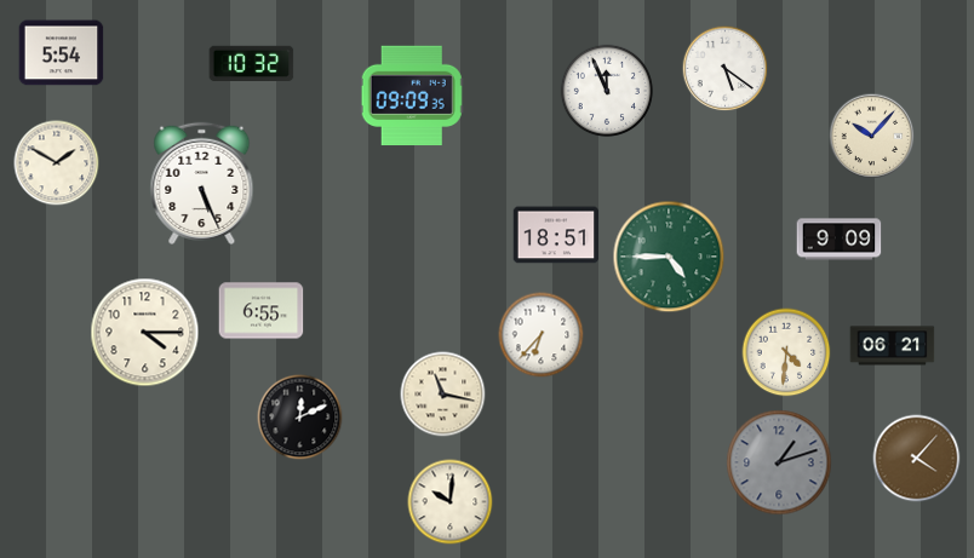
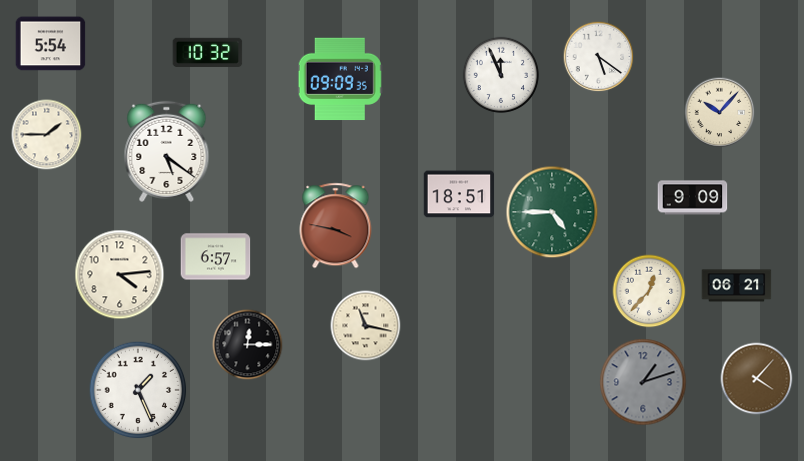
clock at (57, 163): 1:50 -> 1:45
clock at (202, 183): 5:26 -> 5:21
clock at (336, 226): none -> 3:47
clock at (262, 311): 6:55 -> 6:57
clock at (145, 333): 4:15 -> 4:14
clock at (542, 335): 6:37 -> none
clock at (786, 352): 4:31 -> 12:37
clock at (300, 418): 12:11 -> 12:15
clock at (138, 390): none -> 1:26
clock at (451, 502): 10:01 -> none
